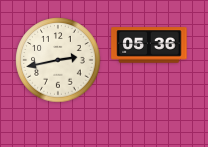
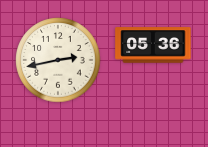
clock at (149, 45) position: (149, 45) -> (153, 45)
